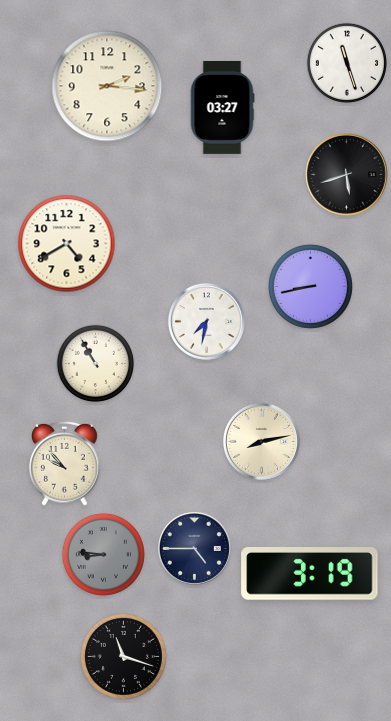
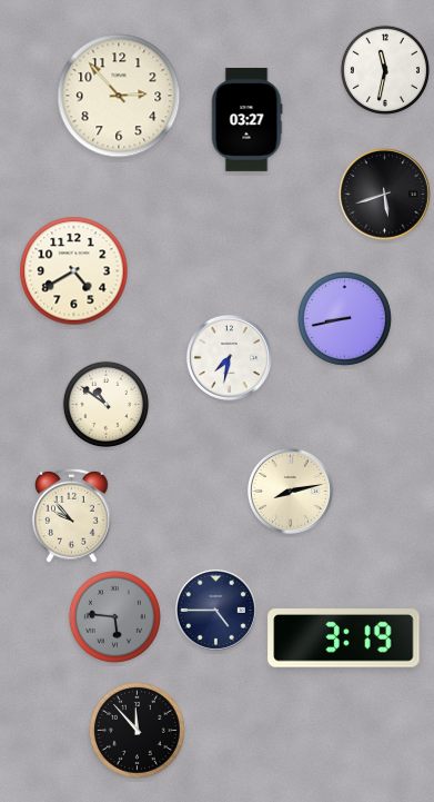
clock at (347, 63): 11:27 -> 11:32
clock at (107, 86): 2:16 -> 2:53
clock at (96, 364): 10:55 -> 10:51
clock at (103, 554): 8:46 -> 5:46
clock at (123, 656): 11:18 -> 11:53
